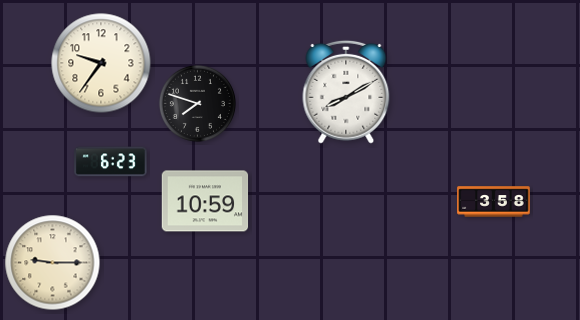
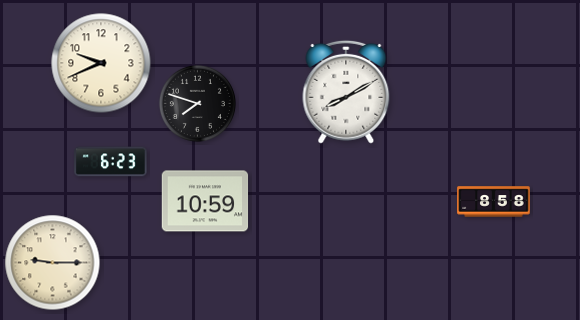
clock at (101, 63): 9:36 -> 9:41
clock at (494, 202): 3:58 -> 8:58
